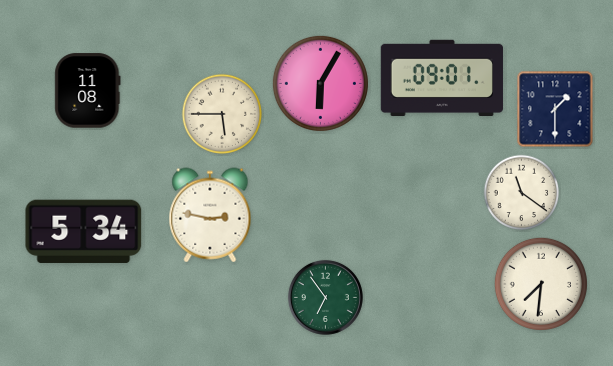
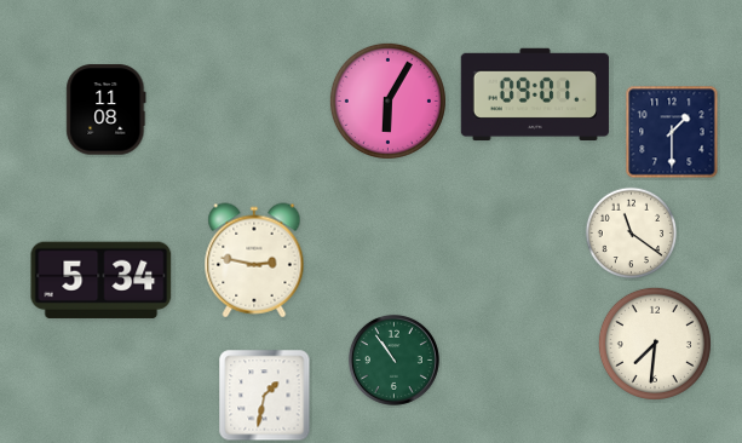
clock at (222, 114): 5:45 -> none
clock at (325, 297): 6:54 -> 10:54
clock at (265, 396): none -> 1:32
